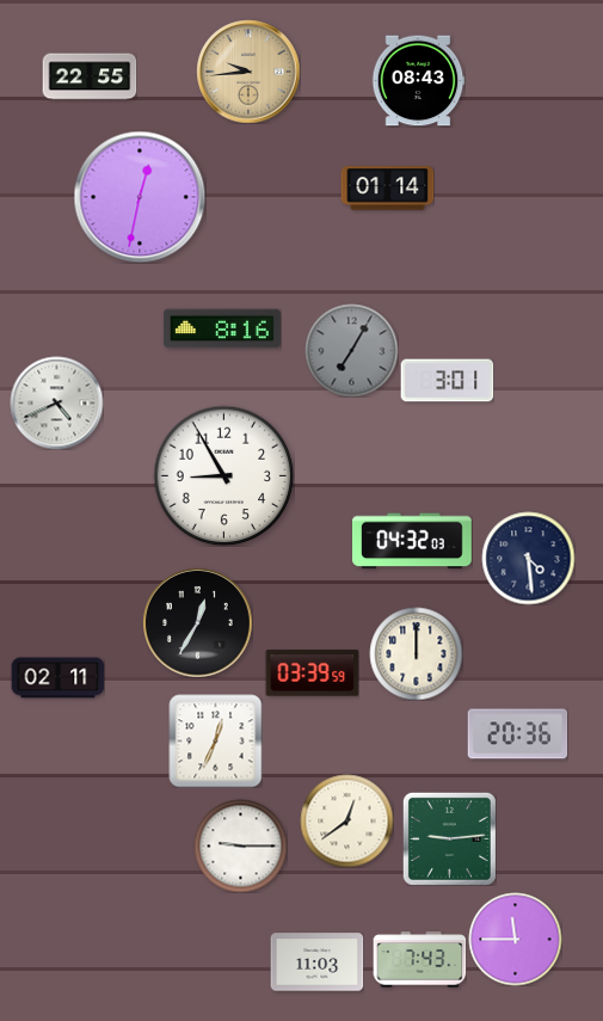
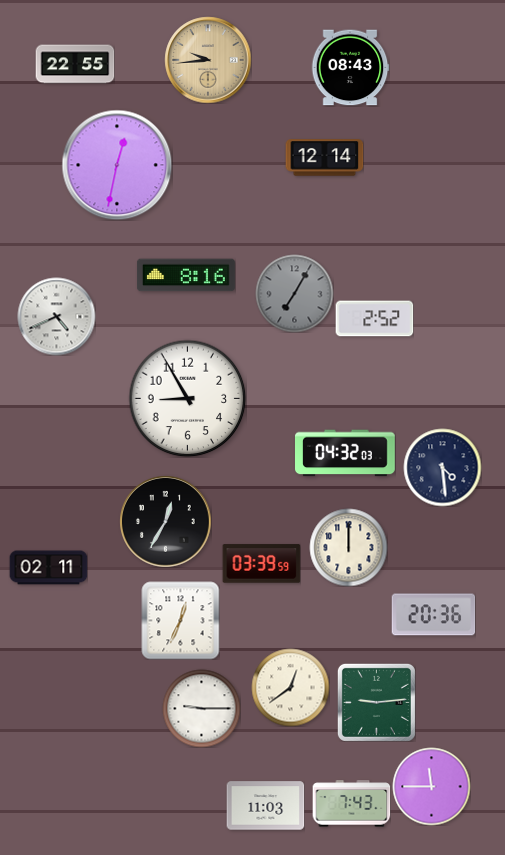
clock at (387, 189): 01:14 -> 12:14
clock at (447, 381): 3:01 -> 2:52
clock at (56, 402) position: (56, 402) -> (56, 316)
